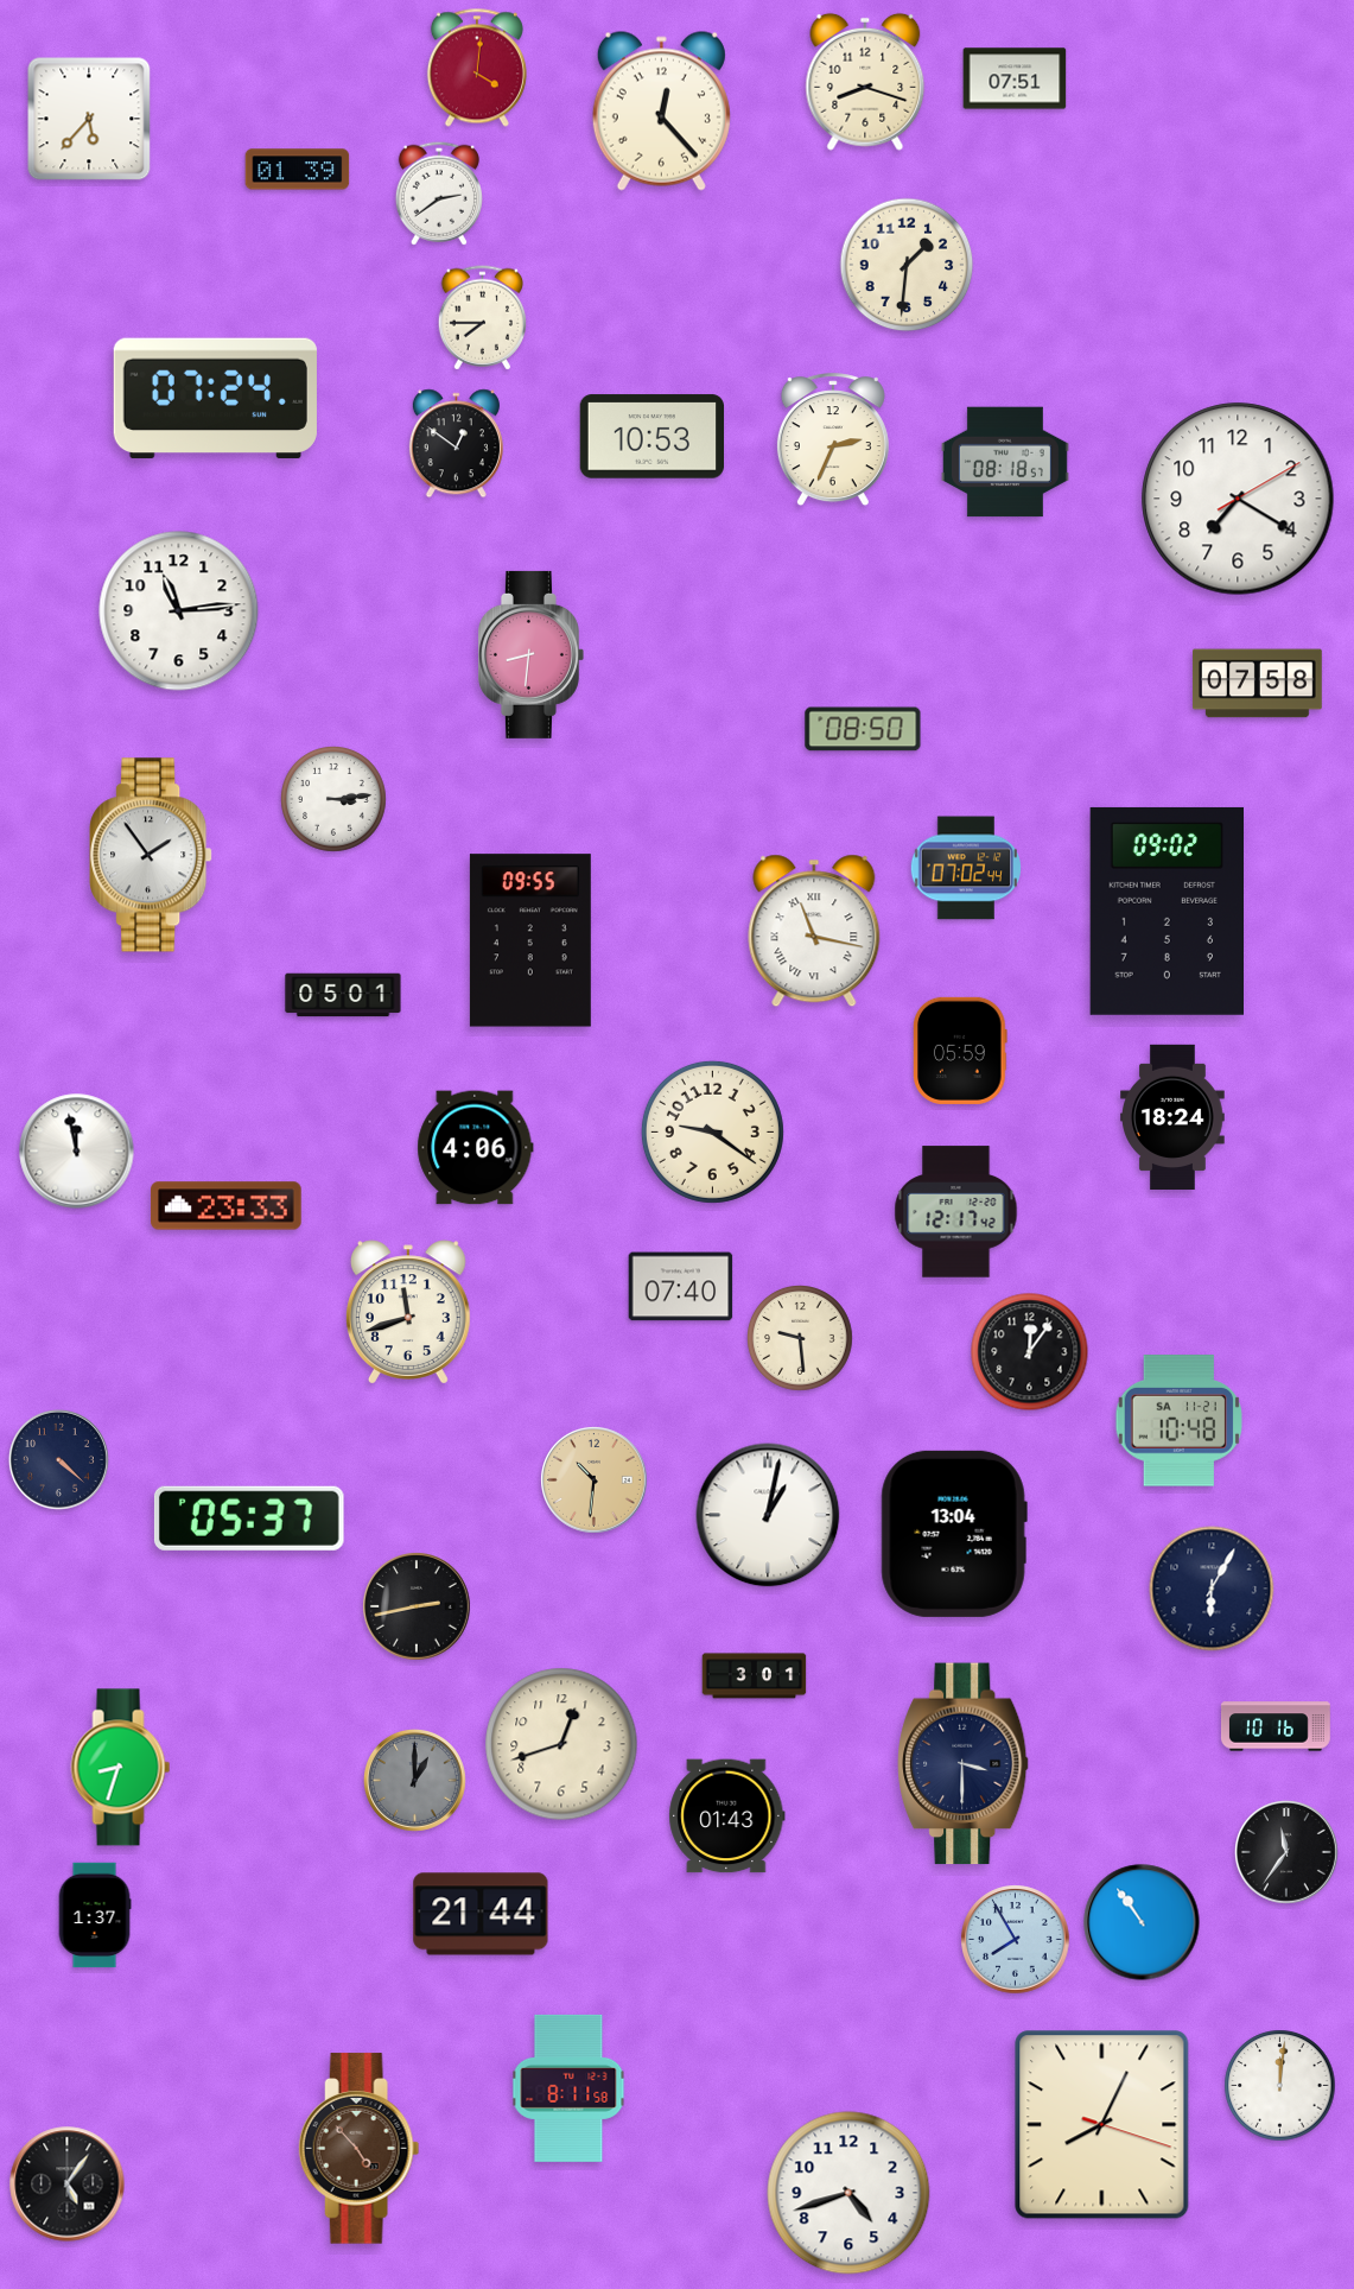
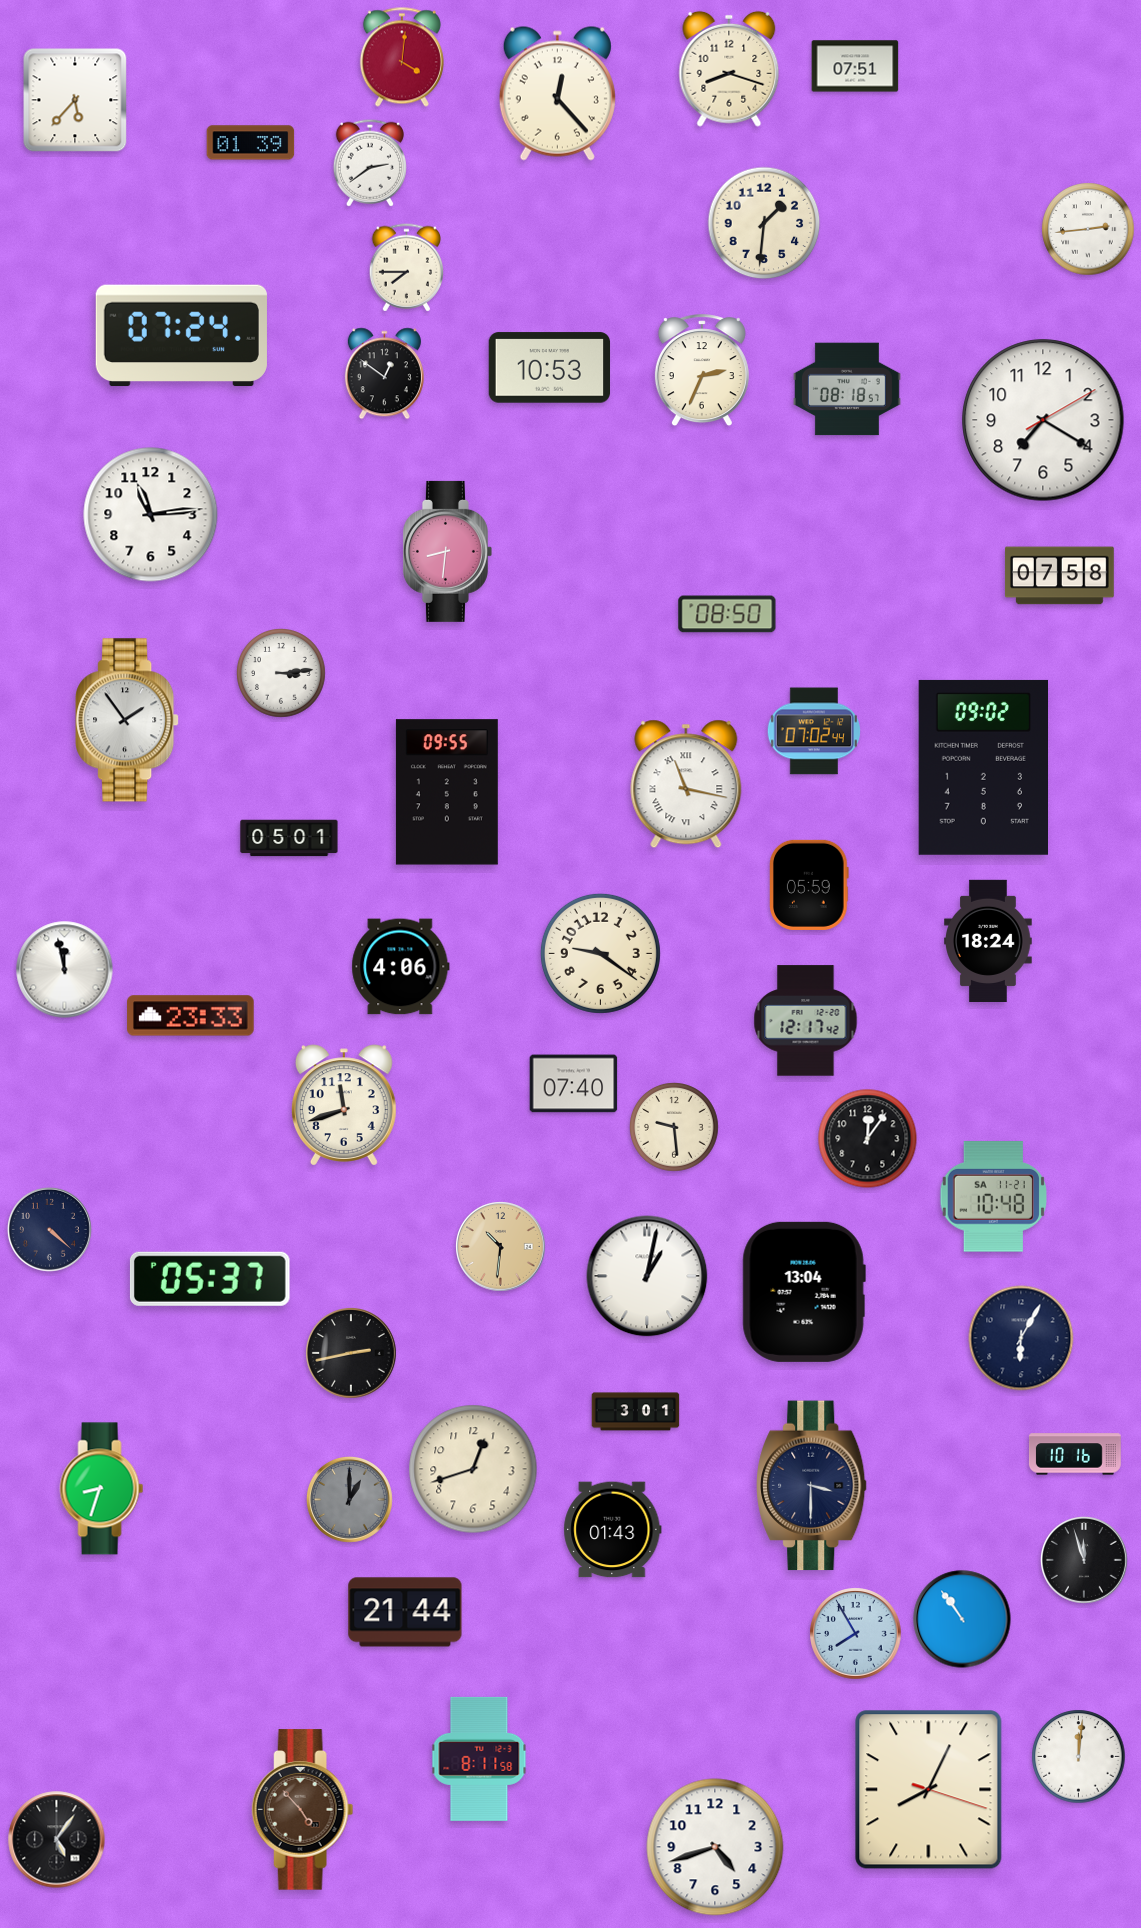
clock at (1088, 229): none -> 2:44
clock at (1286, 1852): 11:36 -> 11:57
clock at (95, 1915): 1:37 -> none
